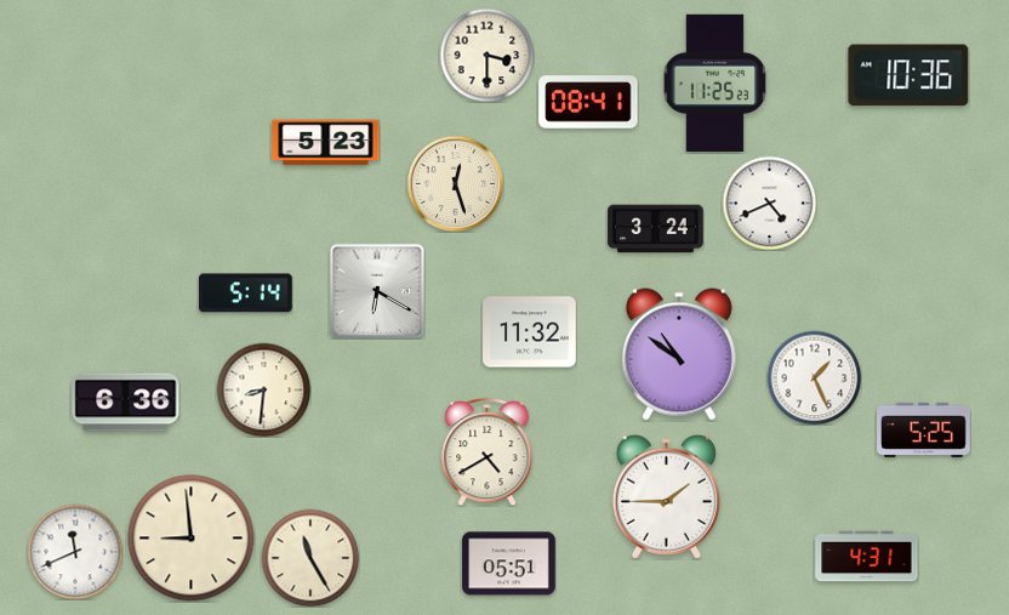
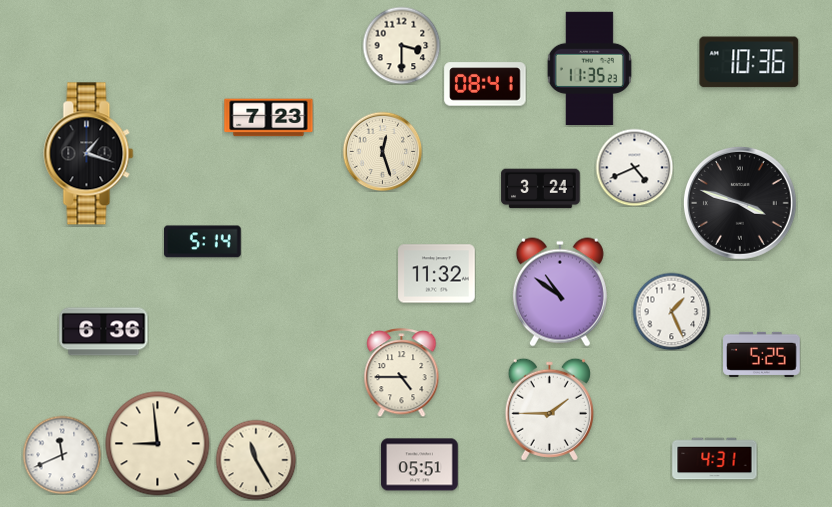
clock at (714, 82): 11:25 -> 11:35
clock at (326, 143): 5:23 -> 7:23
clock at (455, 183) position: (455, 183) -> (382, 151)
clock at (89, 154): none -> 1:18
clock at (741, 204): none -> 3:48
clock at (377, 291): 6:20 -> none
clock at (263, 389): 8:31 -> none
clock at (488, 452): 4:40 -> 4:45
